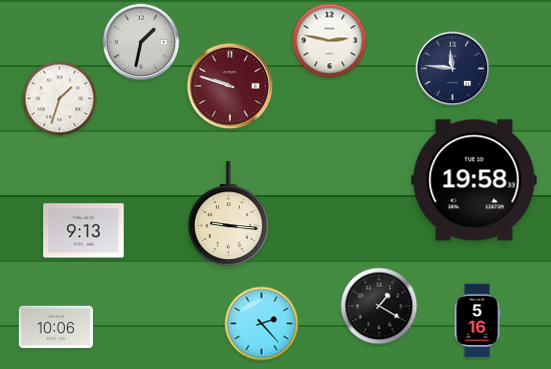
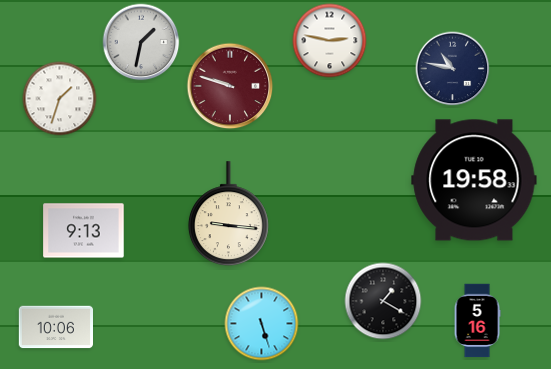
clock at (453, 69): 11:46 -> 10:47
clock at (379, 306) position: (379, 306) -> (383, 301)
clock at (262, 324): 2:23 -> 5:27
